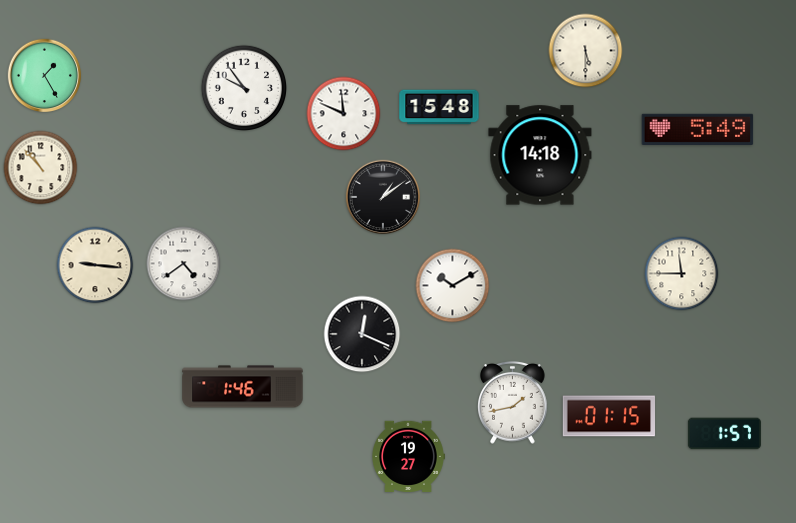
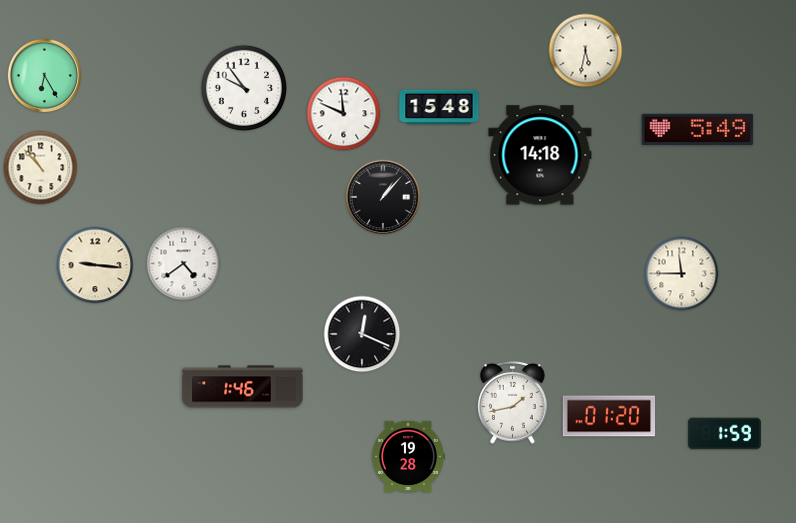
clock at (586, 51): 5:30 -> 5:32
clock at (45, 76): 1:25 -> 6:25
clock at (383, 197): 1:09 -> 1:07
clock at (453, 286): 10:10 -> none
clock at (609, 416): 01:15 -> 01:20
clock at (724, 434): 1:57 -> 1:59
clock at (408, 456): 19:27 -> 19:28
